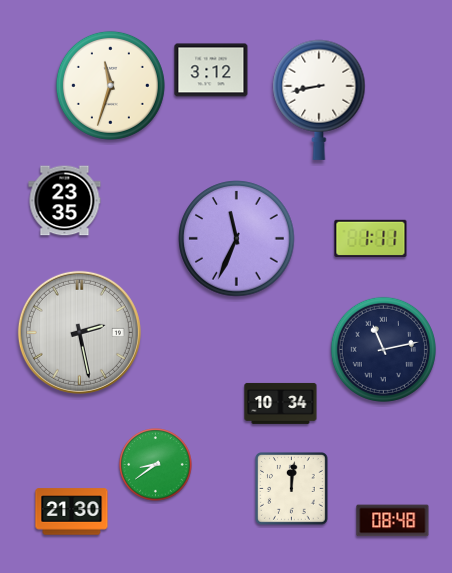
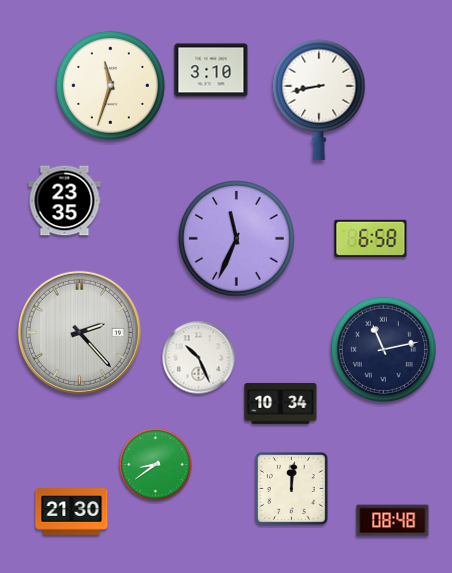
clock at (211, 70): 3:12 -> 3:10
clock at (371, 239): 1:11 -> 6:58
clock at (79, 332): 2:28 -> 2:23
clock at (199, 358): none -> 10:26
